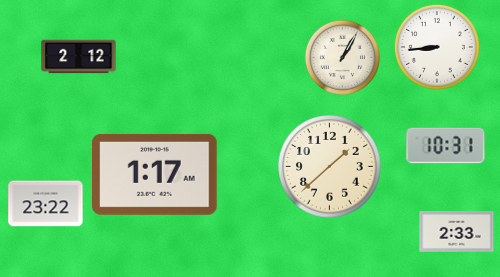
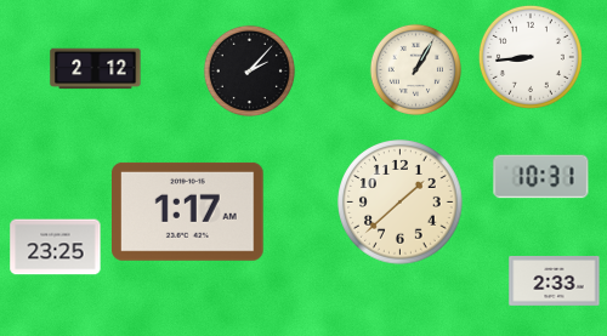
clock at (249, 70): none -> 2:07
clock at (46, 204): 23:22 -> 23:25
